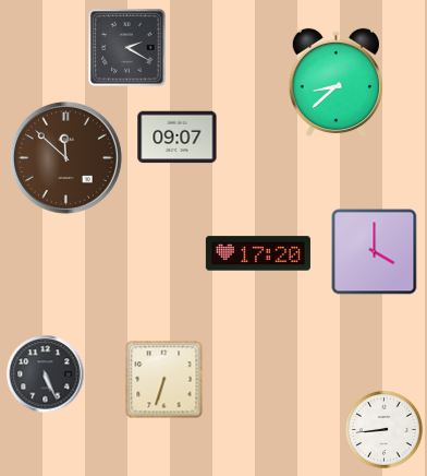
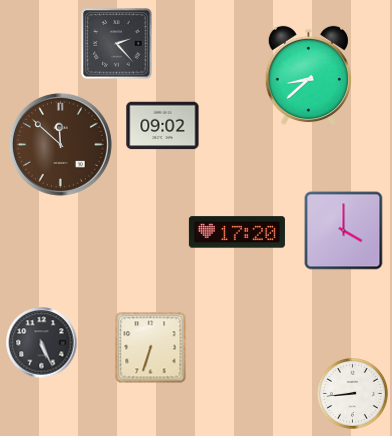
clock at (127, 48): 2:20 -> 2:23
clock at (178, 138): 09:07 -> 09:02
